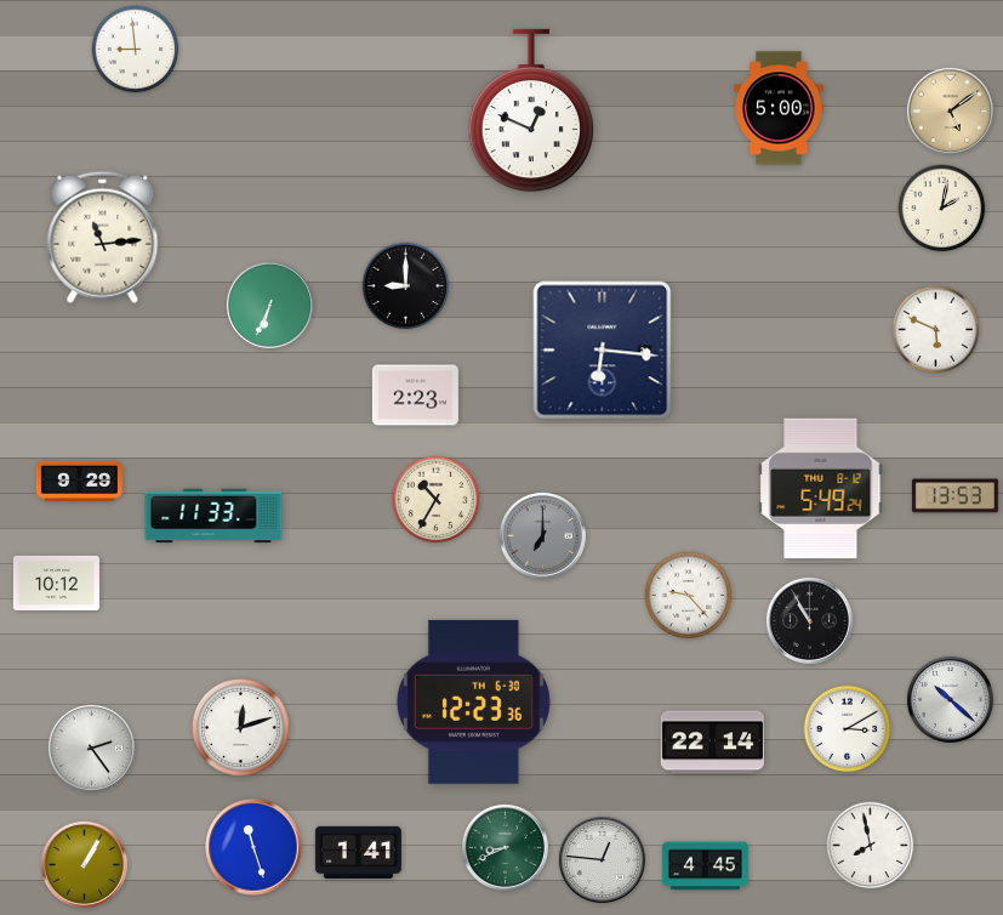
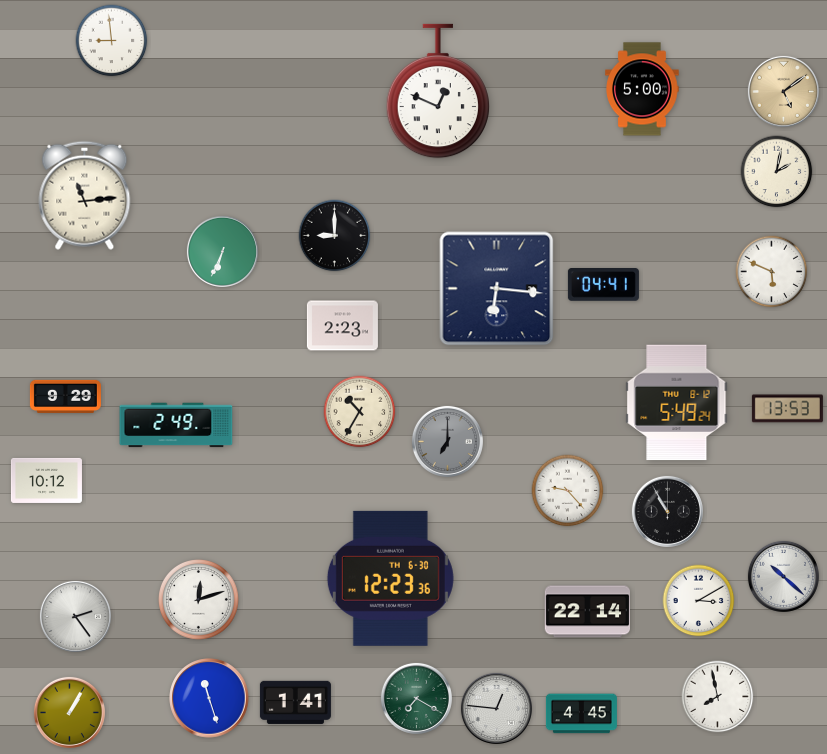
clock at (603, 285): none -> 04:41
clock at (213, 516): 11:33 -> 2:49
clock at (505, 847): 8:41 -> 7:20
